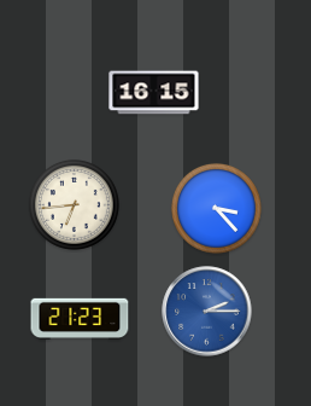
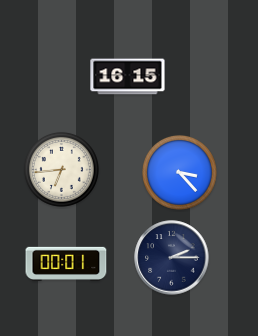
clock at (207, 312) dial: blue -> navy
clock at (80, 318): 21:23 -> 00:01
